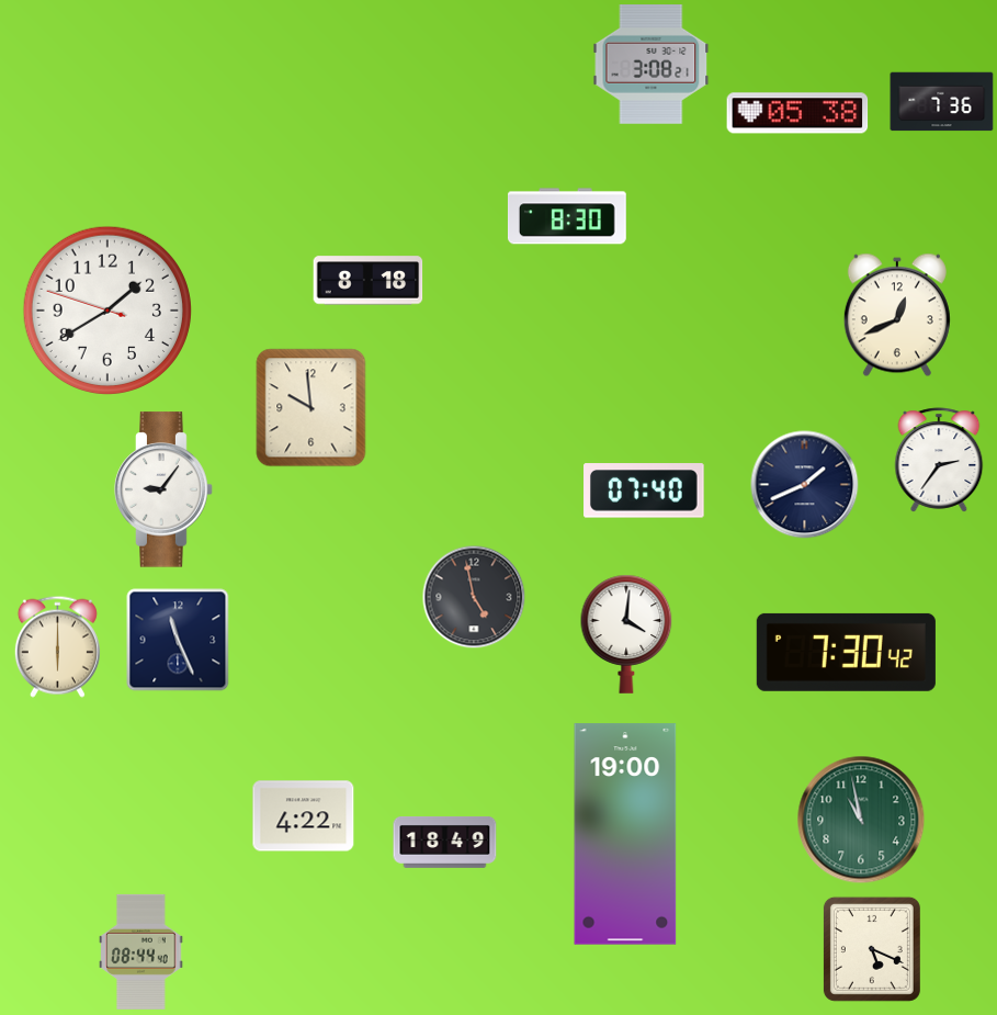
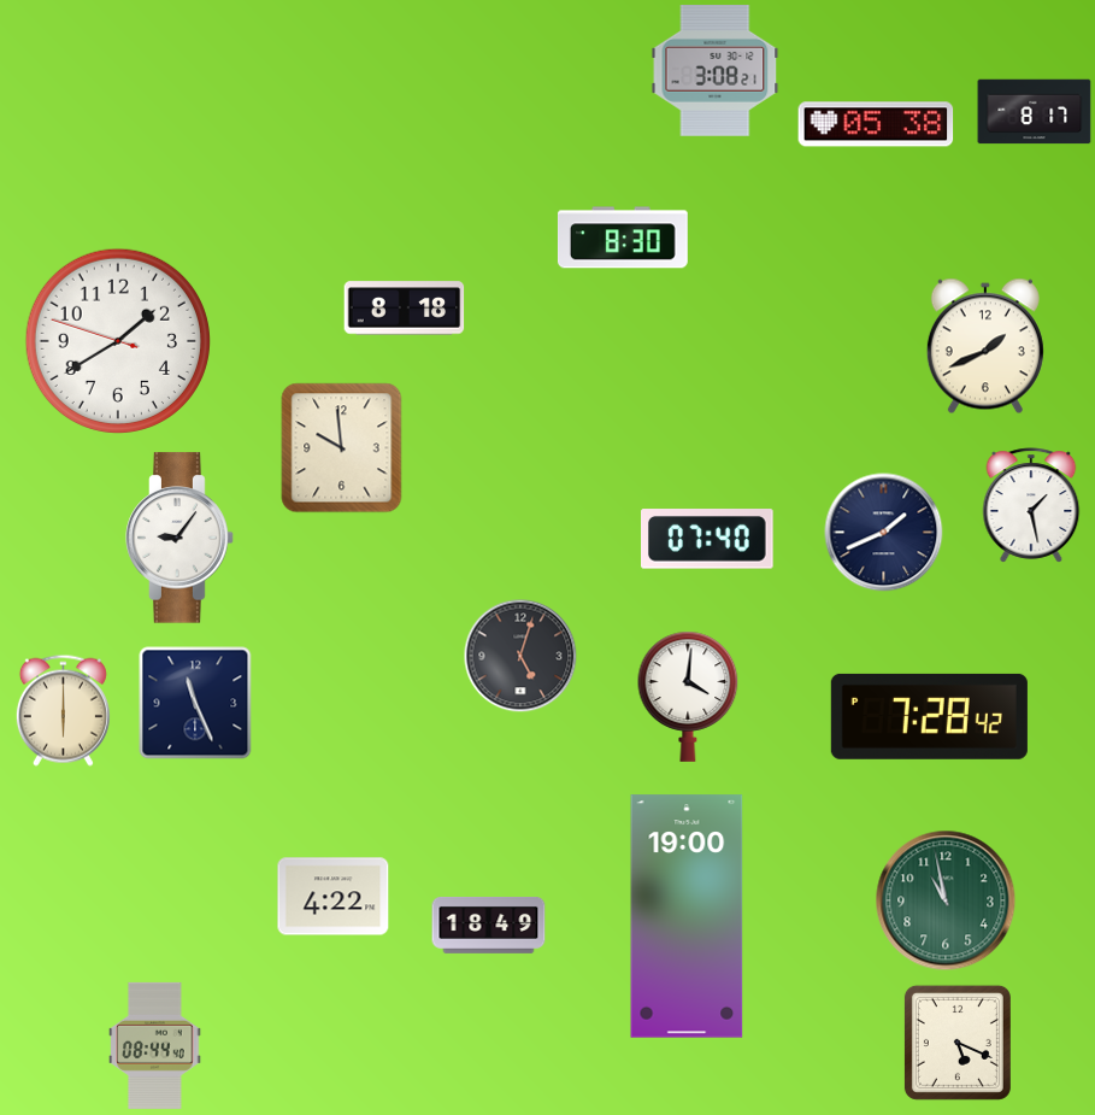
clock at (942, 102): 7:36 -> 8:17
clock at (897, 315): 12:41 -> 1:41
clock at (939, 460): 2:36 -> 1:28
clock at (474, 597): 4:58 -> 5:03
clock at (846, 652): 7:30 -> 7:28
